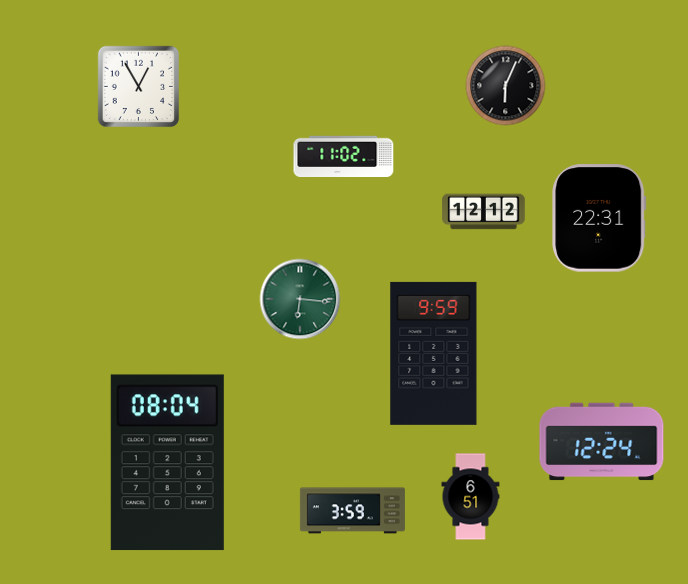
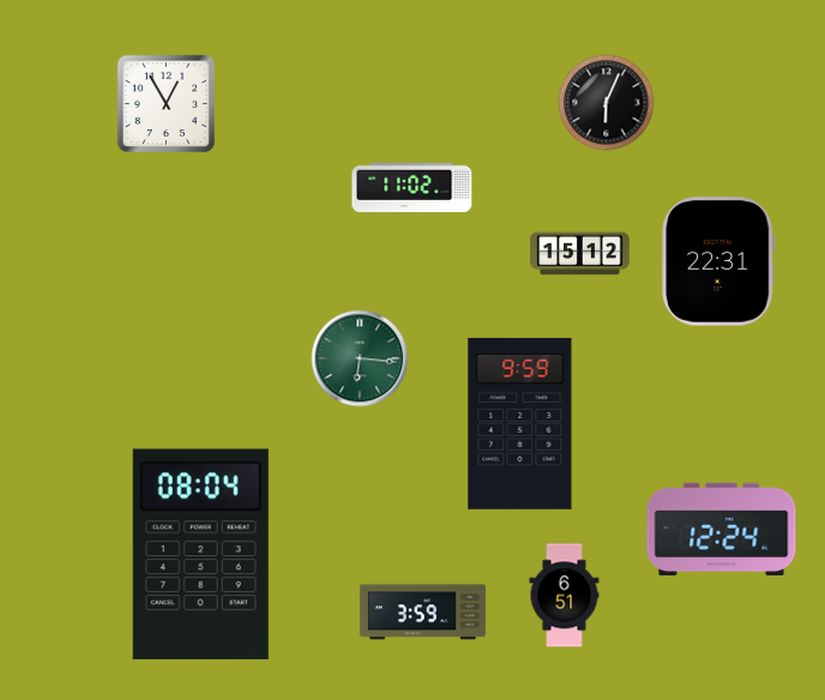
clock at (484, 212): 12:12 -> 15:12
